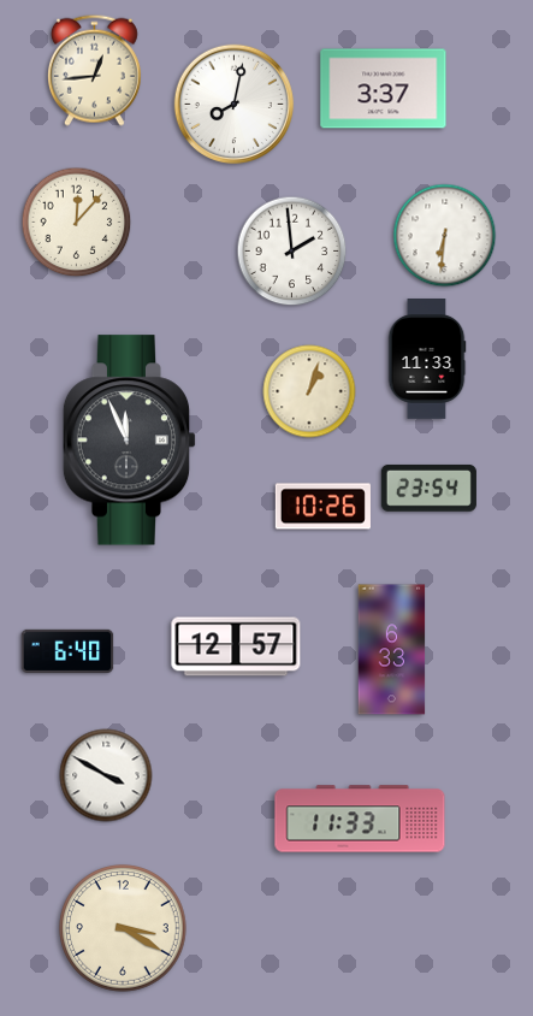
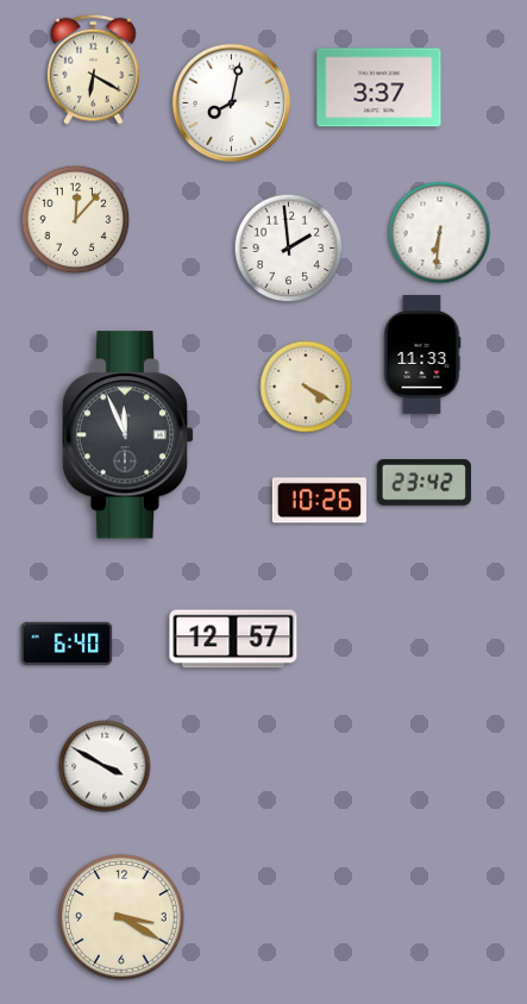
clock at (94, 70): 12:44 -> 6:20
clock at (309, 391): 1:03 -> 4:20
clock at (428, 488): 23:54 -> 23:42
clock at (392, 650): 6:33 -> none
clock at (360, 819): 11:33 -> none
